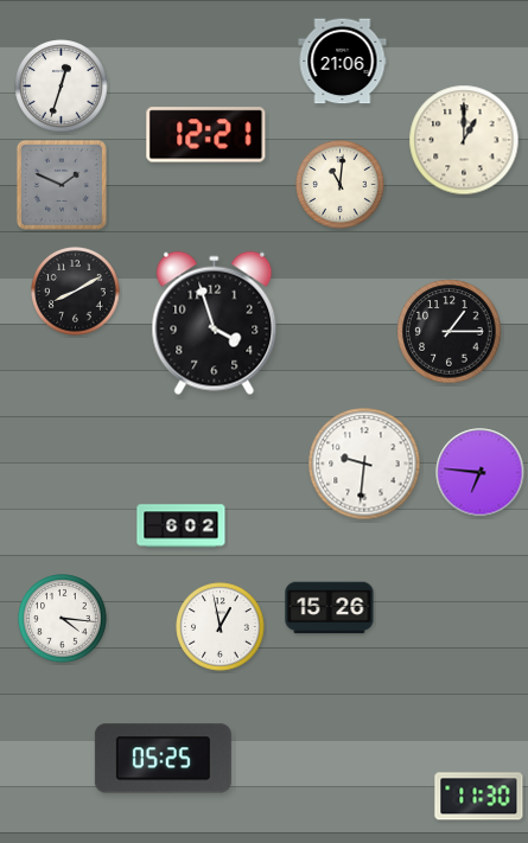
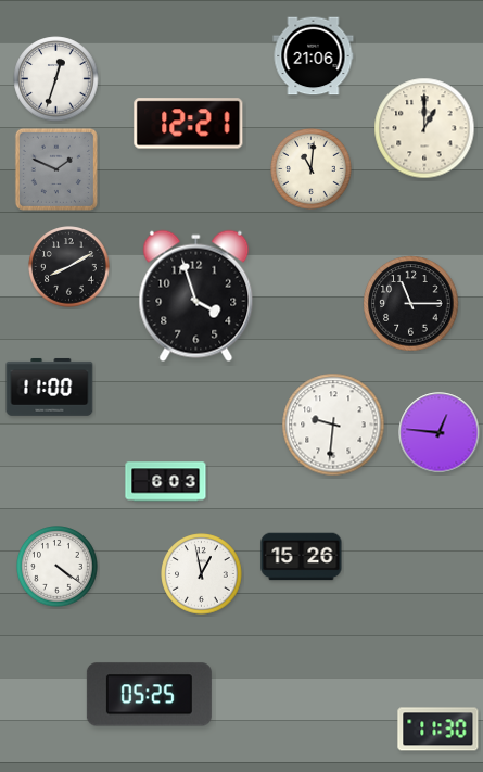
clock at (450, 332): 1:15 -> 11:15
clock at (50, 388): none -> 11:00
clock at (481, 473): 6:46 -> 12:46
clock at (182, 526): 6:02 -> 6:03
clock at (63, 619): 4:16 -> 4:21
